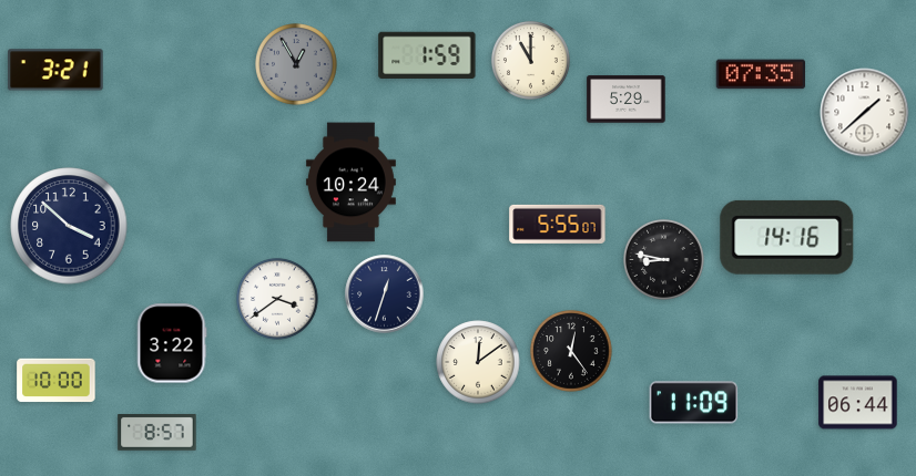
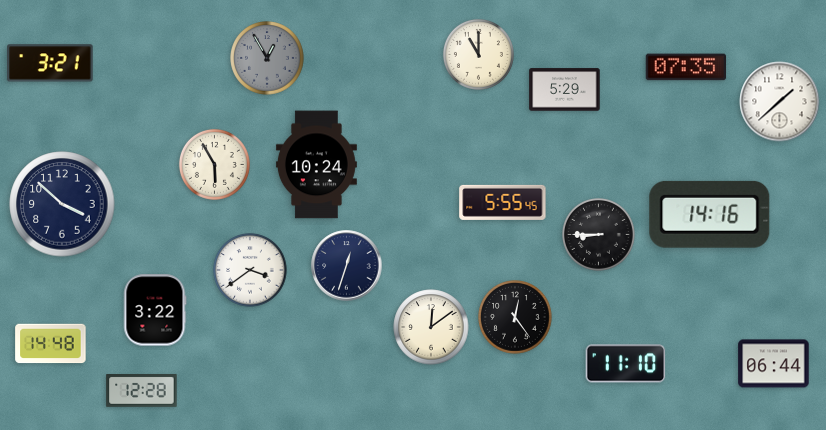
clock at (427, 55): 1:59 -> none
clock at (214, 164): none -> 5:55
clock at (558, 224): 5:55:07 -> 5:55:45
clock at (664, 260): 8:47 -> 8:45
clock at (57, 381): 10:00 -> 14:48
clock at (694, 403): 11:09 -> 11:10
clock at (157, 433): 8:57 -> 12:28
